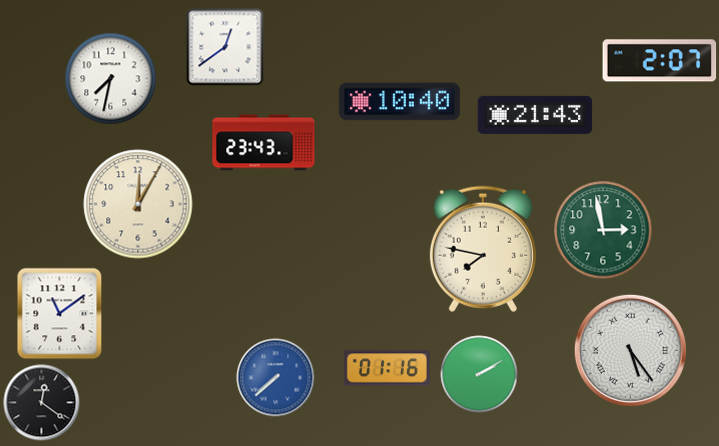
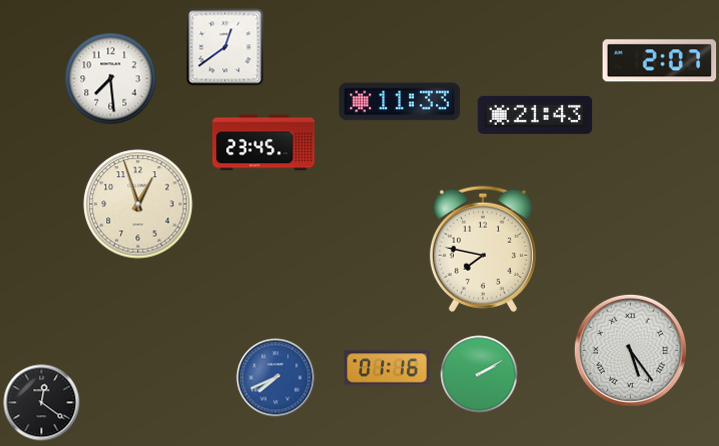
clock at (111, 79): 7:32 -> 7:29
clock at (399, 102): 10:40 -> 11:33
clock at (264, 143): 23:43 -> 23:45
clock at (138, 204): 12:05 -> 12:57
clock at (603, 230): 2:58 -> none
clock at (60, 314): 11:09 -> none
clock at (276, 378): 7:38 -> 7:41
